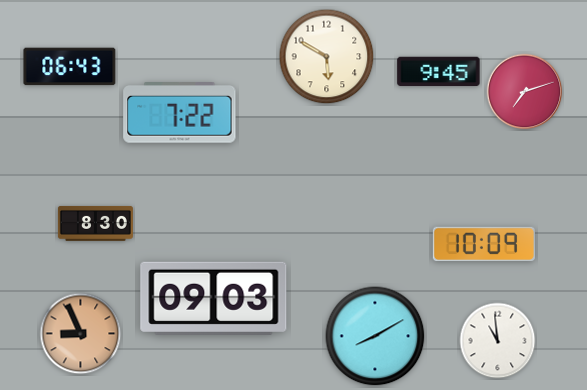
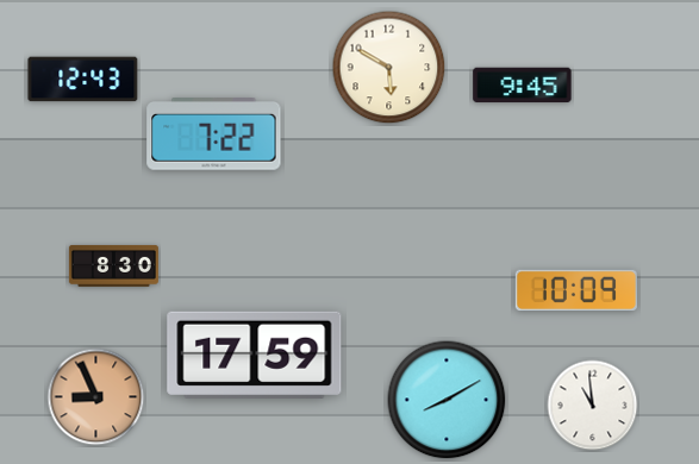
clock at (70, 67): 06:43 -> 12:43
clock at (525, 92): 7:12 -> none
clock at (214, 298): 09:03 -> 17:59
